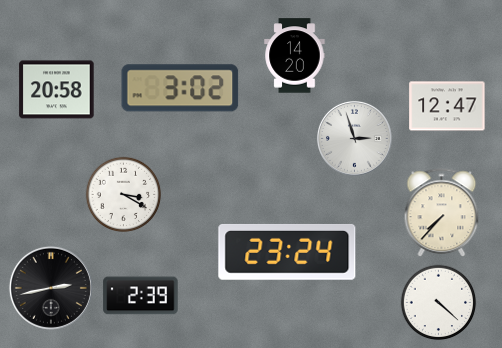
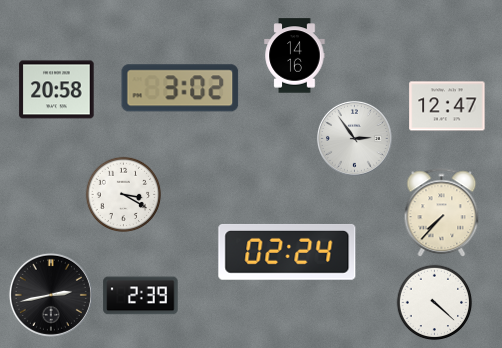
clock at (295, 56): 14:20 -> 14:16
clock at (354, 138): 2:57 -> 2:54
clock at (287, 252): 23:24 -> 02:24
clock at (51, 288) position: (51, 288) -> (51, 295)
clock at (439, 303) position: (439, 303) -> (435, 303)
